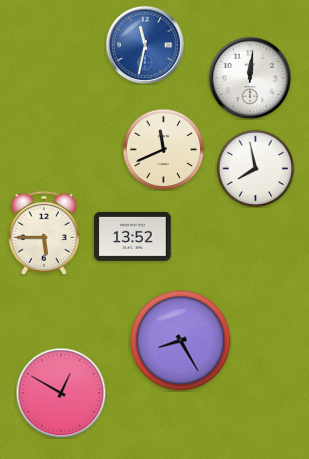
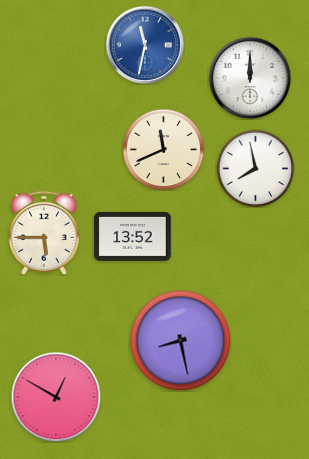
clock at (250, 78): 12:01 -> 12:00
clock at (181, 341): 8:25 -> 8:28
clock at (61, 393) position: (61, 393) -> (56, 397)
